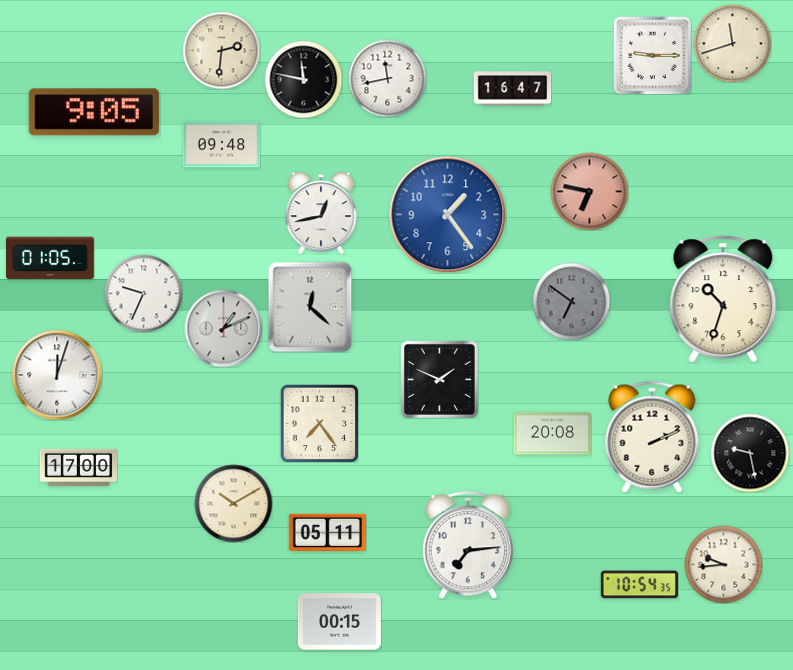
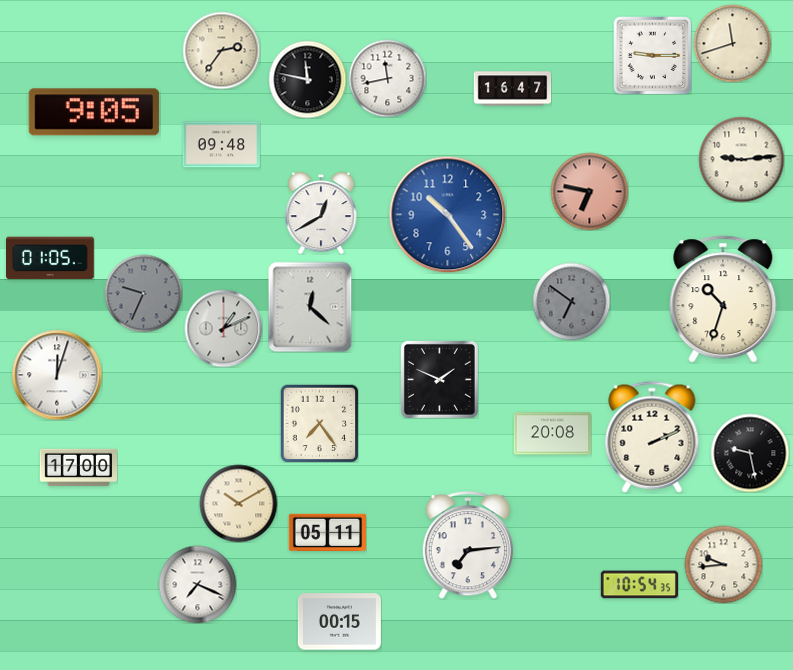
clock at (221, 50): 2:31 -> 2:36
clock at (303, 79) position: (303, 79) -> (307, 79)
clock at (741, 159): none -> 9:14
clock at (321, 213): 12:43 -> 12:40
clock at (447, 214): 1:24 -> 10:24
clock at (143, 293) dial: white -> grey
clock at (233, 503) position: (233, 503) -> (238, 503)
clock at (197, 584): none -> 7:19
